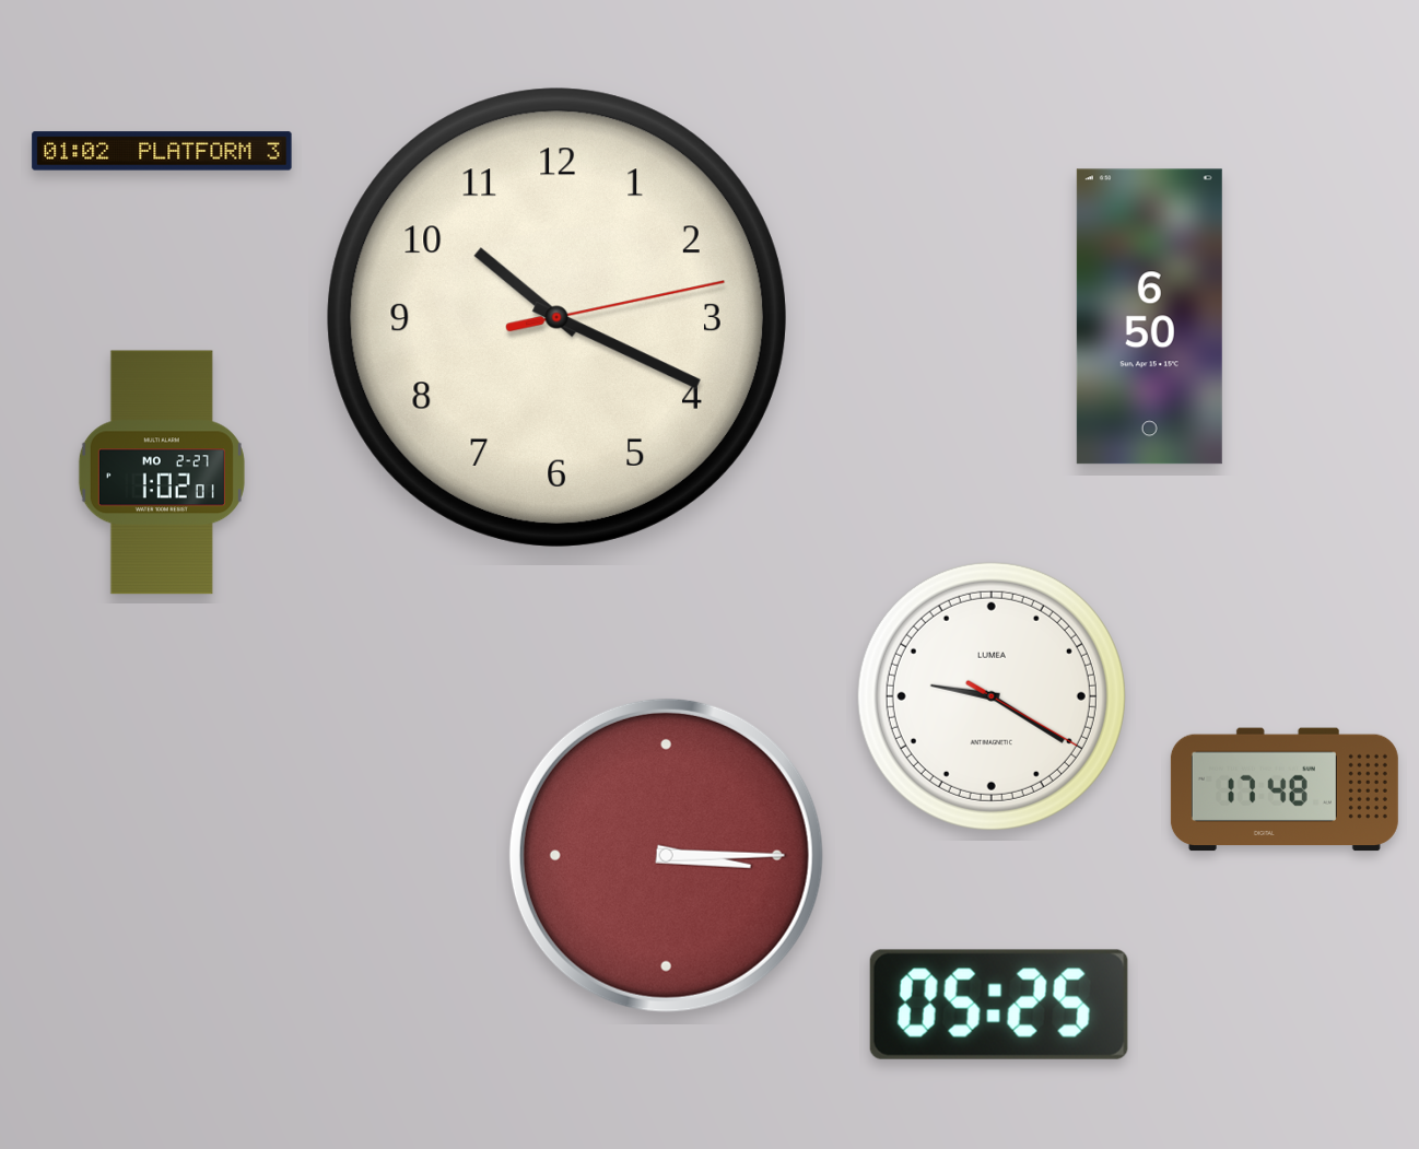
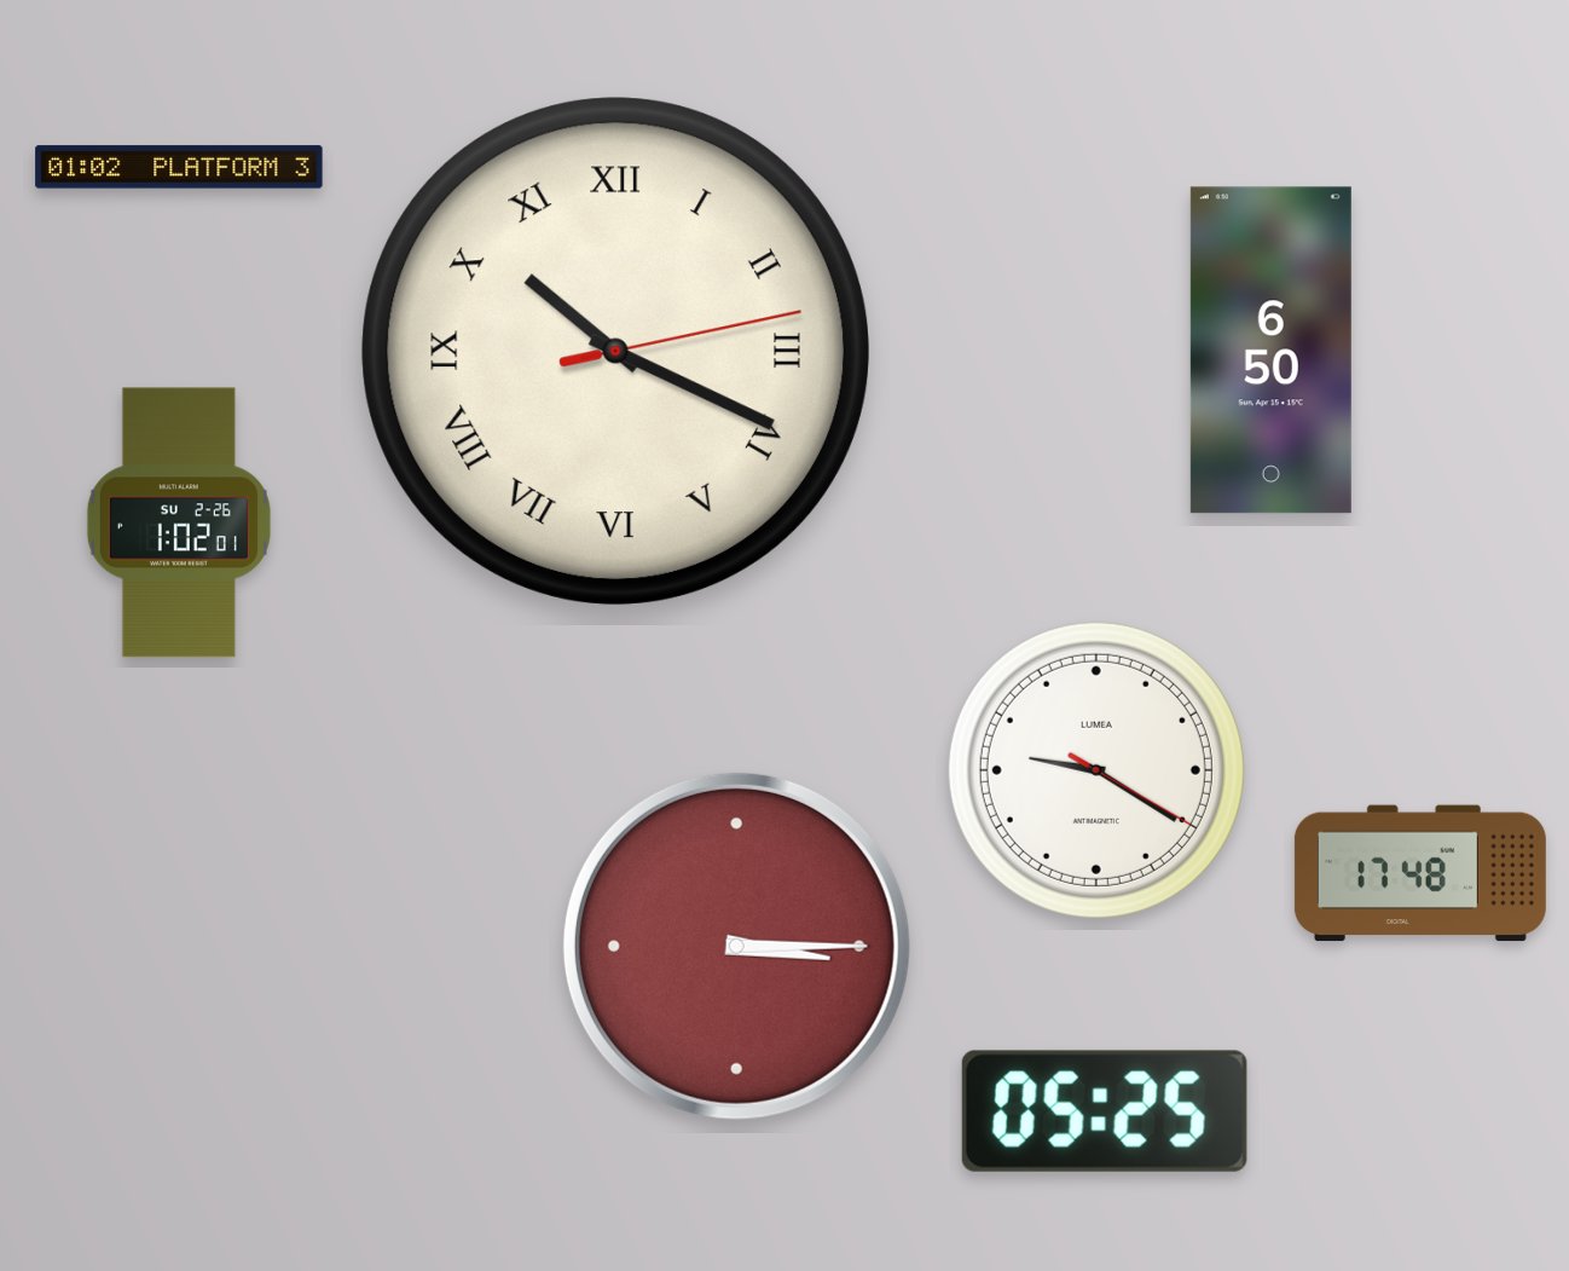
clock at (556, 317) numerals: Arabic -> Roman
clock at (162, 472) date: MO 2-27 -> SU 2-26
